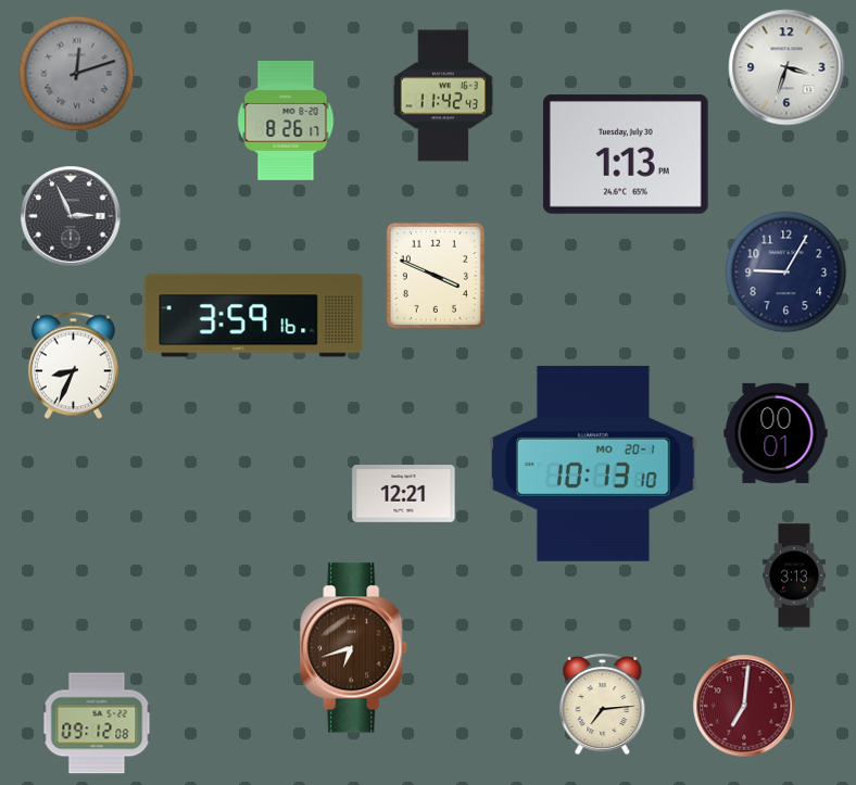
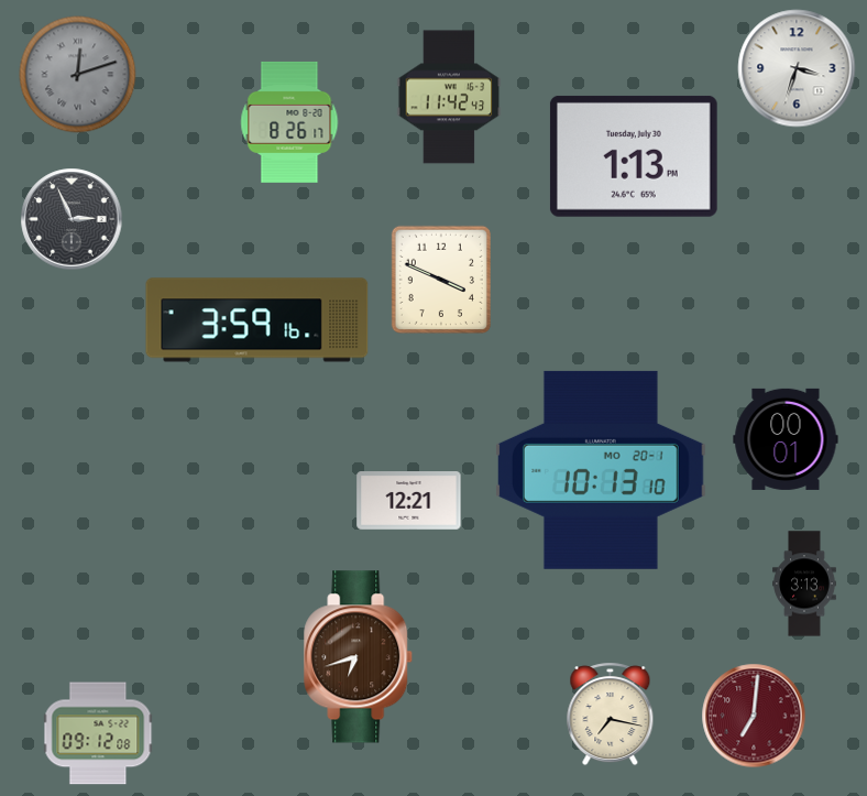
clock at (786, 273): 9:05 -> none
clock at (73, 366): 8:34 -> none
clock at (603, 705): 7:14 -> 7:17
